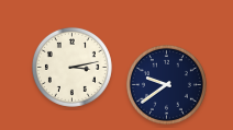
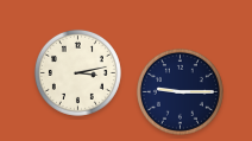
clock at (166, 84): 9:39 -> 9:15
